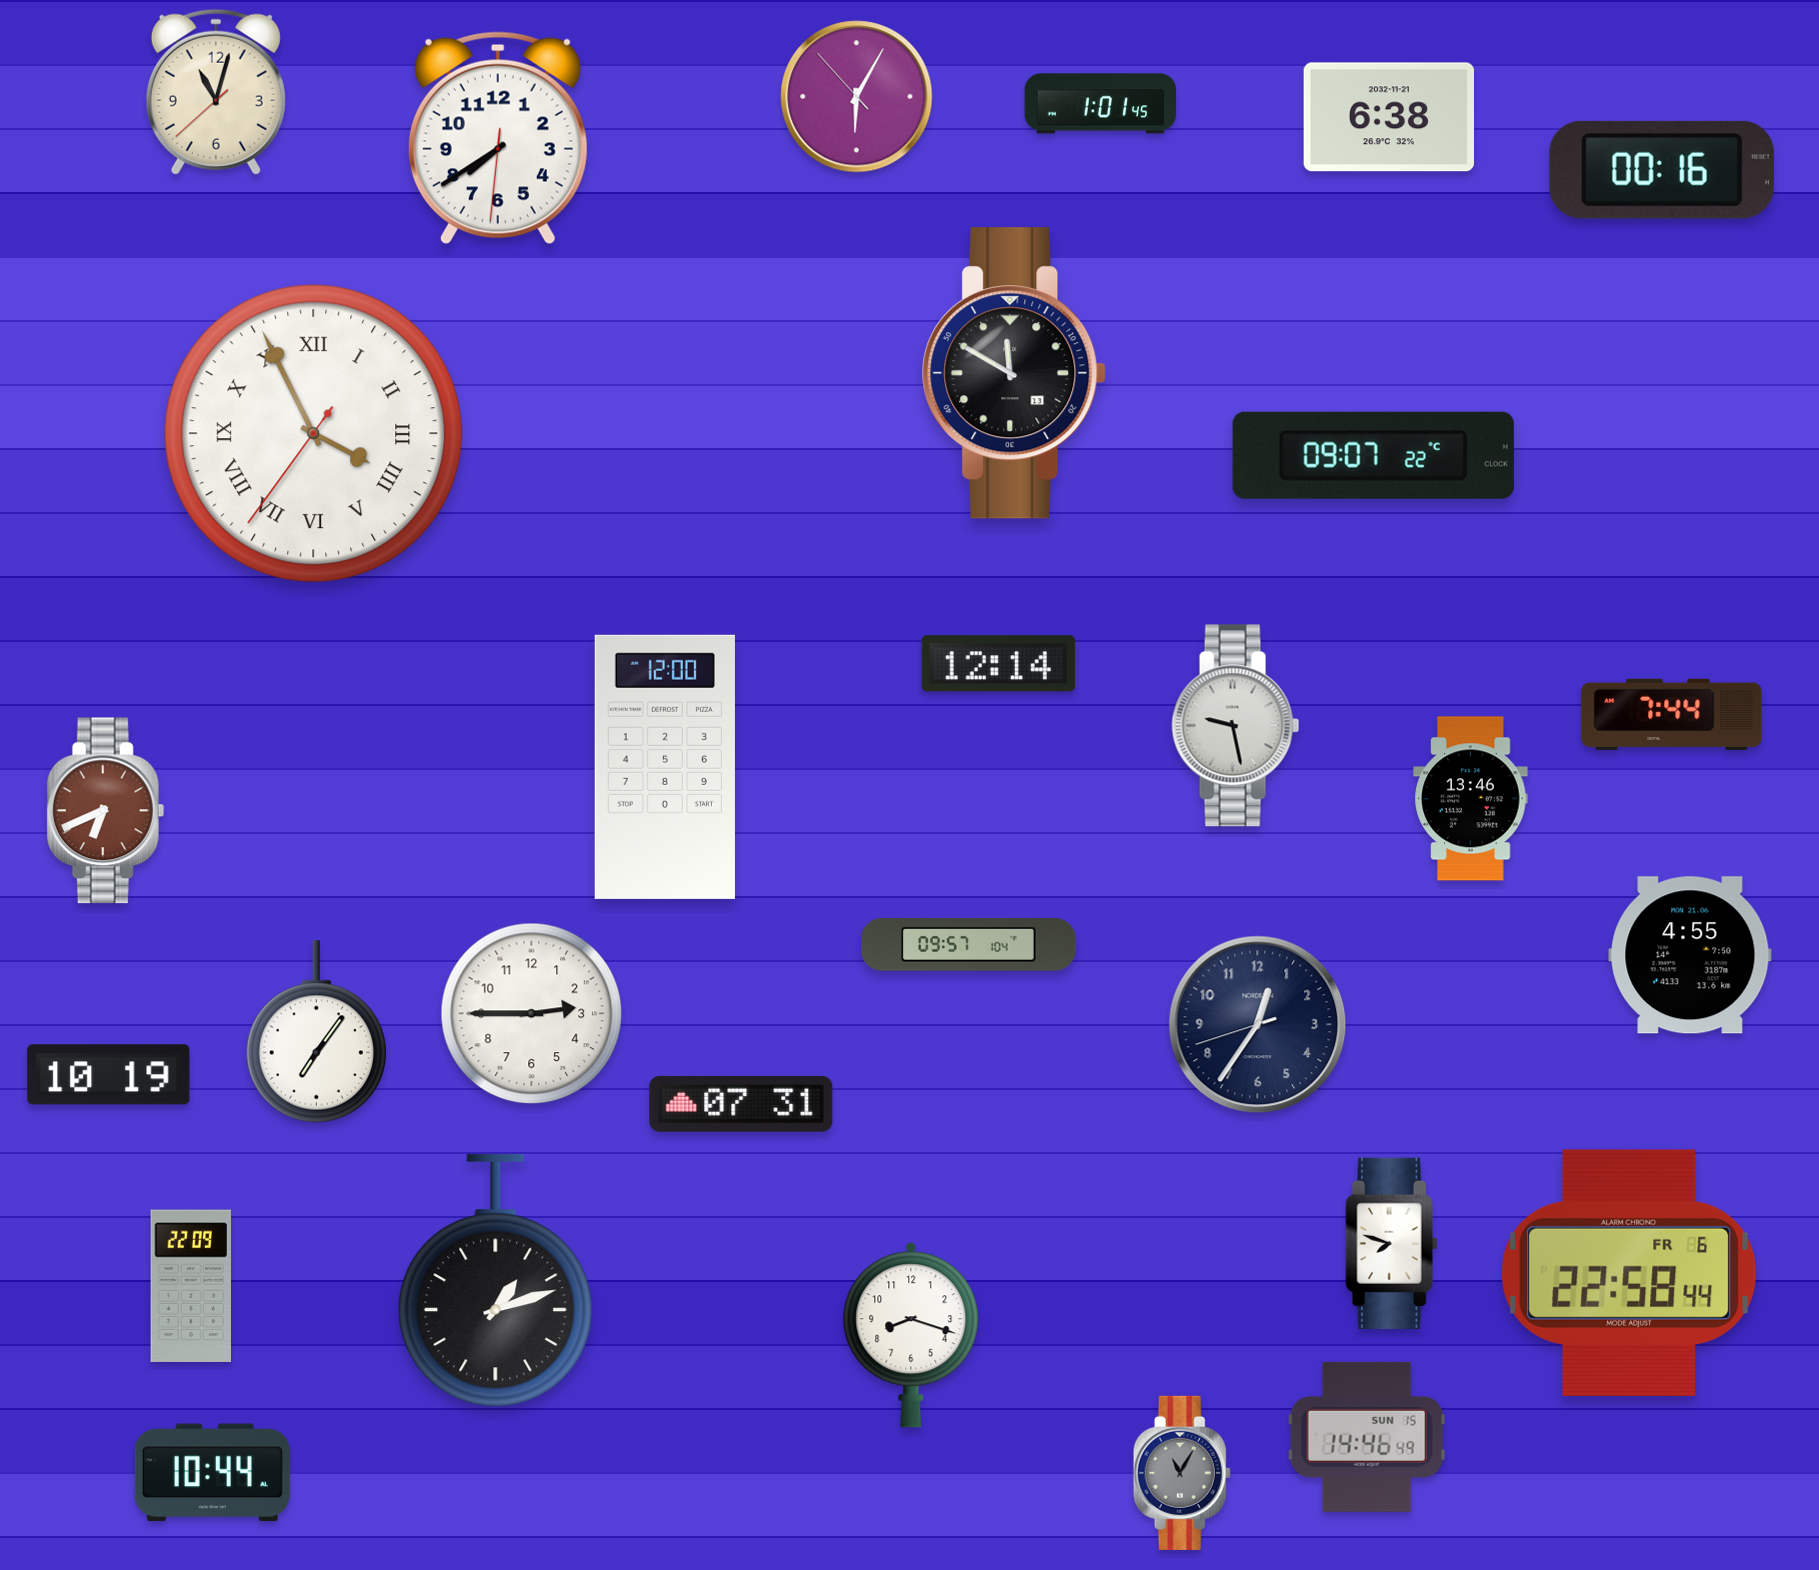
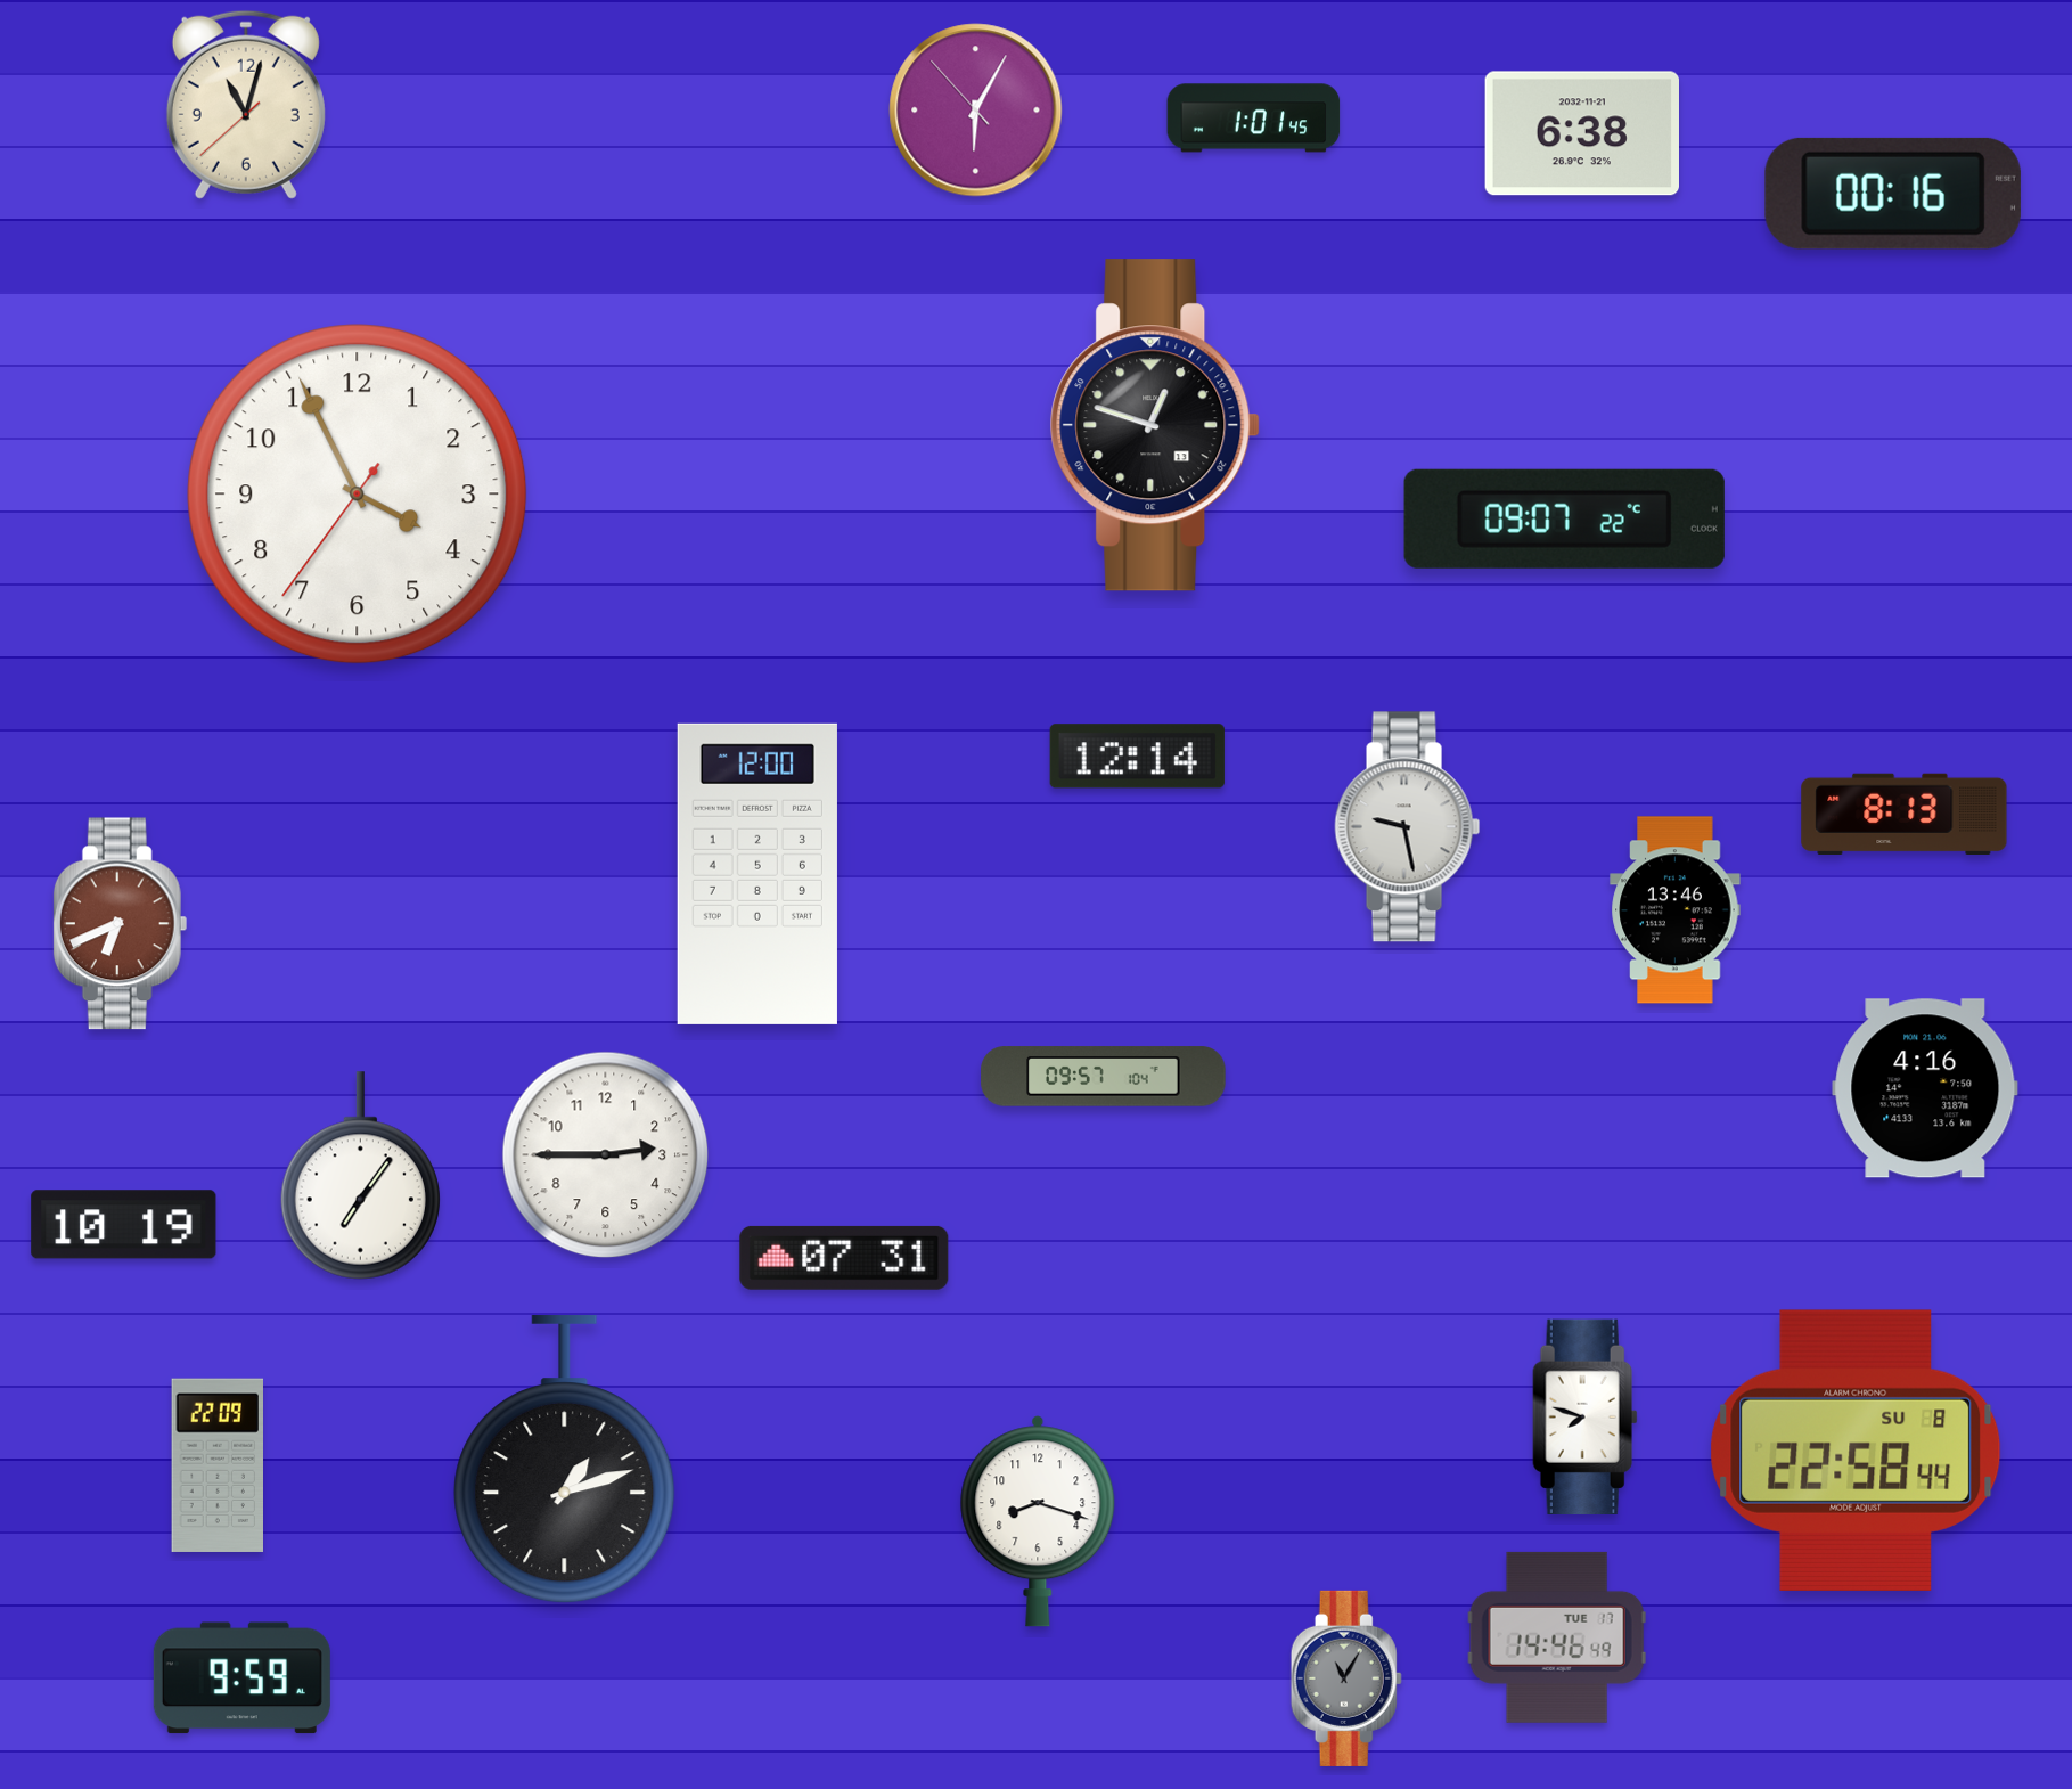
clock at (498, 138): 7:39 -> none
clock at (1014, 373): 11:50 -> 12:48
clock at (314, 434) numerals: Roman -> Arabic
clock at (1672, 714): 7:44 -> 8:13
clock at (1690, 955): 4:55 -> 4:16
clock at (1258, 1025): 12:35 -> none
clock at (1629, 1273) date: FR 6 -> SU 8
clock at (1367, 1437) date: SUN 15 -> TUE 17
clock at (212, 1473): 10:44 -> 9:59
